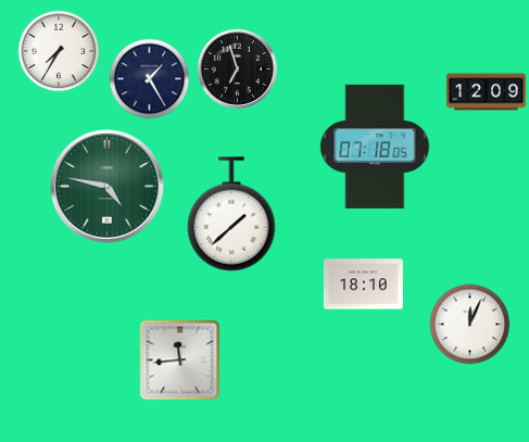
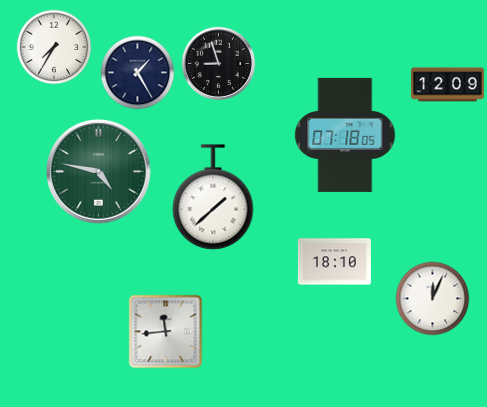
clock at (237, 68): 6:57 -> 8:57
